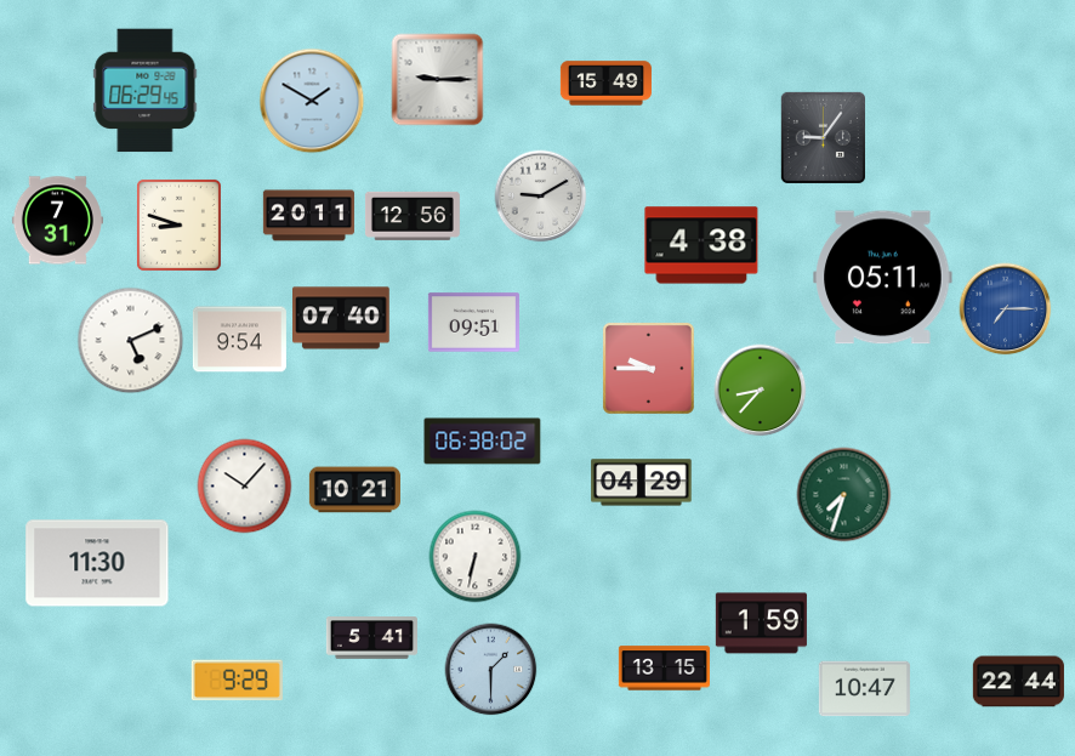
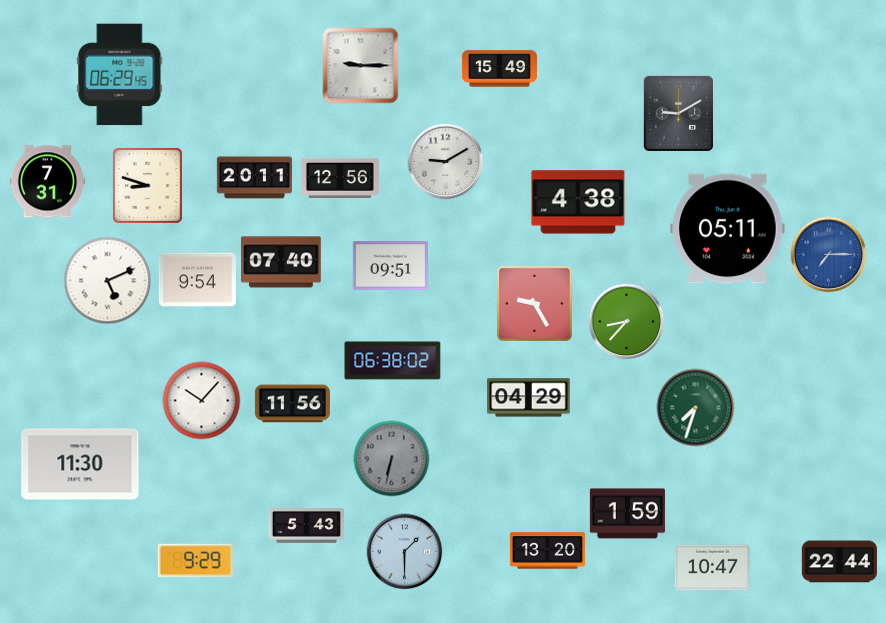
clock at (312, 101): 1:50 -> none
clock at (823, 137): 9:06 -> 9:10
clock at (648, 368): 9:45 -> 9:25
clock at (483, 442) position: (483, 442) -> (393, 361)
clock at (354, 490): 10:21 -> 11:56
clock at (476, 557) dial: white -> grey
clock at (371, 638): 5:41 -> 5:43
clock at (664, 669): 13:15 -> 13:20
